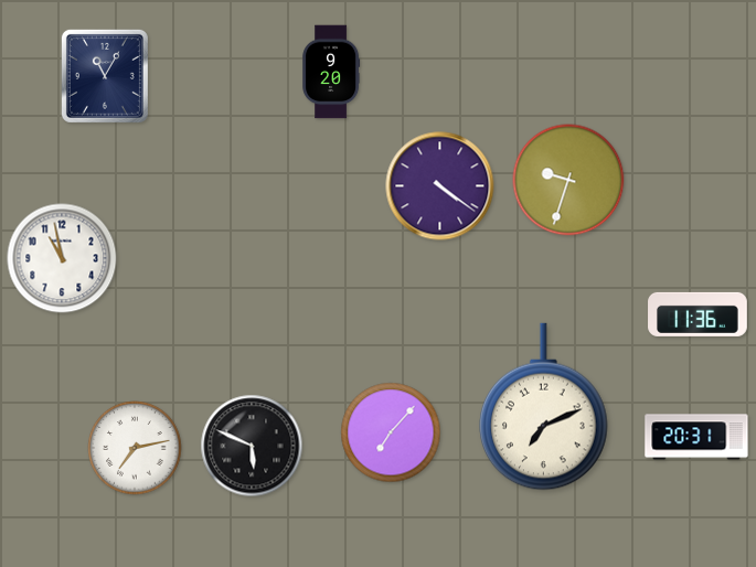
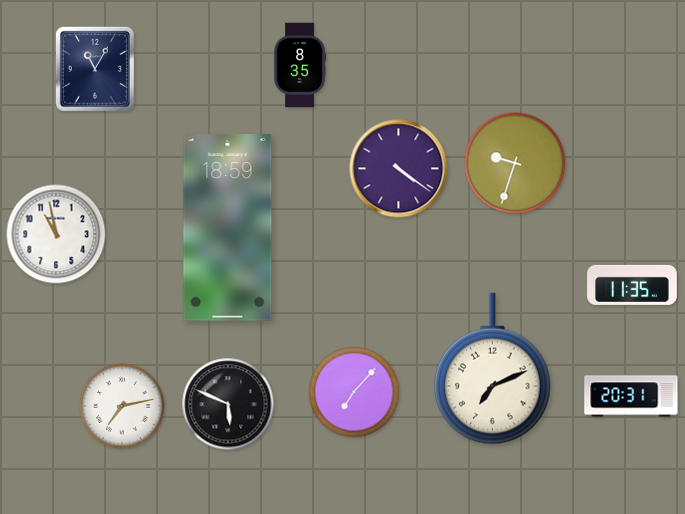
clock at (331, 72): 9:20 -> 8:35
clock at (228, 228): none -> 18:59
clock at (698, 314): 11:36 -> 11:35
